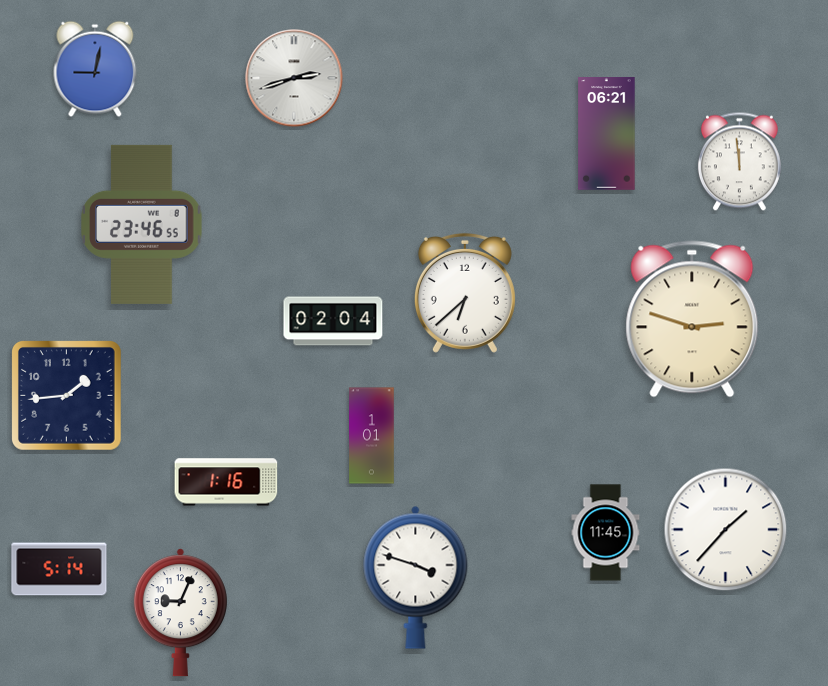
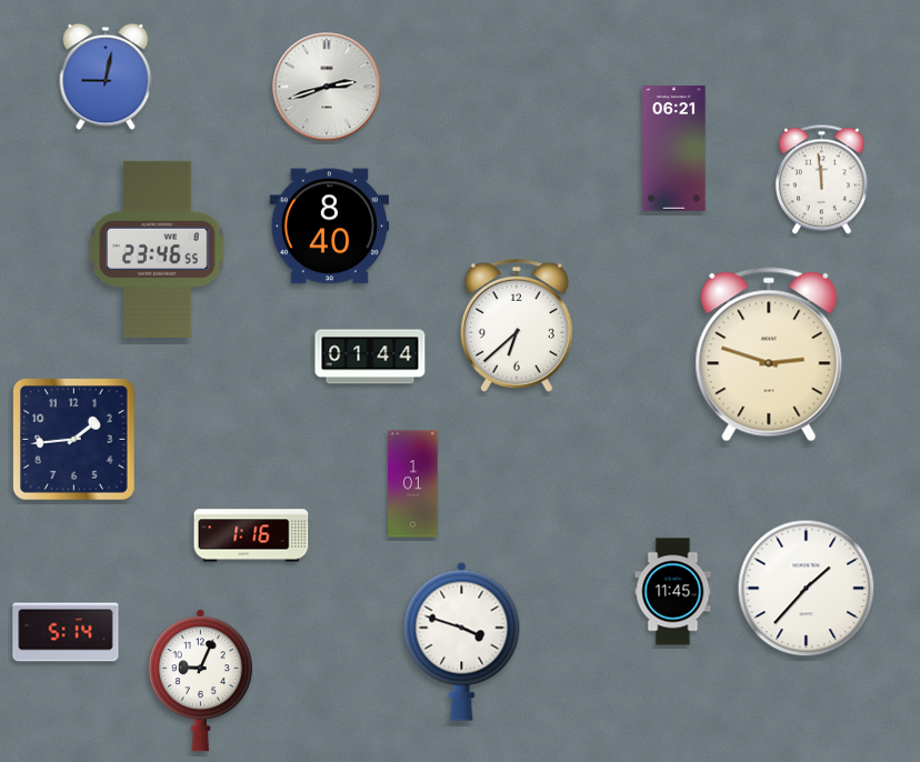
clock at (329, 227): none -> 8:40
clock at (333, 321): 02:04 -> 01:44
